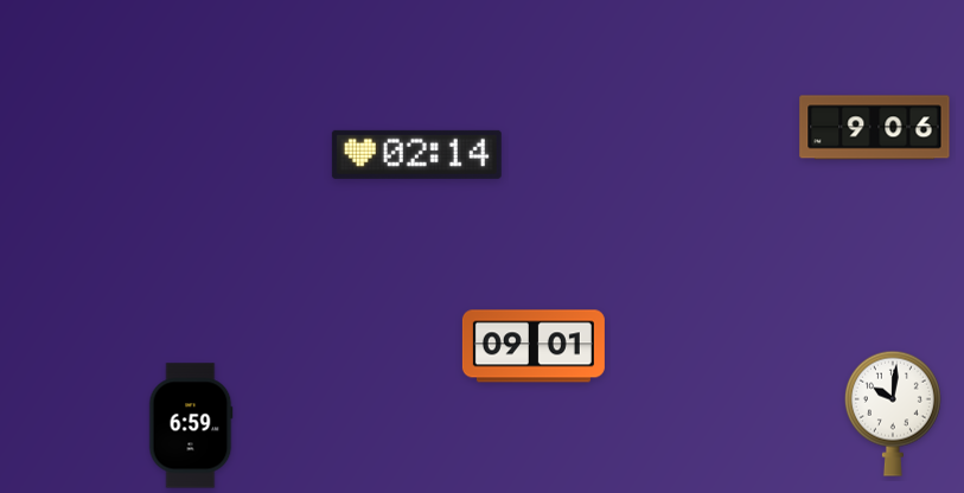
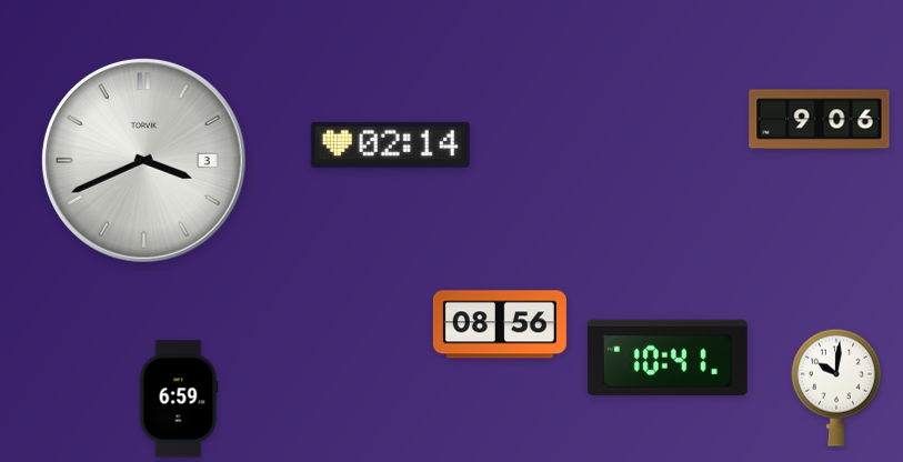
clock at (143, 160): none -> 3:41
clock at (534, 346): 09:01 -> 08:56
clock at (668, 358): none -> 10:41
